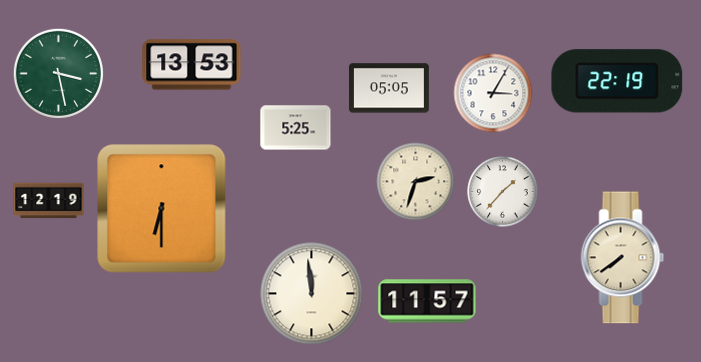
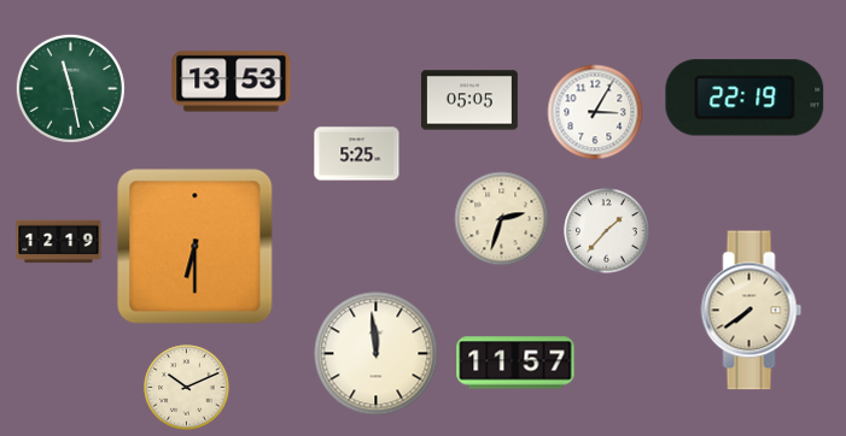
clock at (192, 65) position: (192, 65) -> (232, 82)
clock at (58, 73): 3:28 -> 11:28
clock at (389, 88) position: (389, 88) -> (469, 100)
clock at (162, 209) position: (162, 209) -> (196, 247)
clock at (187, 388): none -> 10:11
